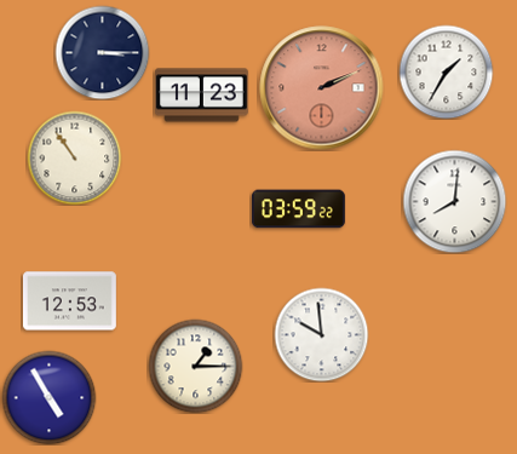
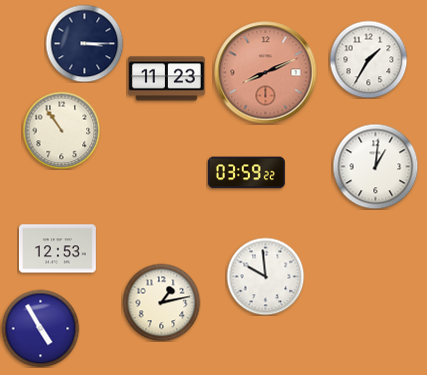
clock at (322, 88): 2:11 -> 8:11
clock at (454, 201): 8:01 -> 1:01
clock at (195, 366): 1:15 -> 1:13
